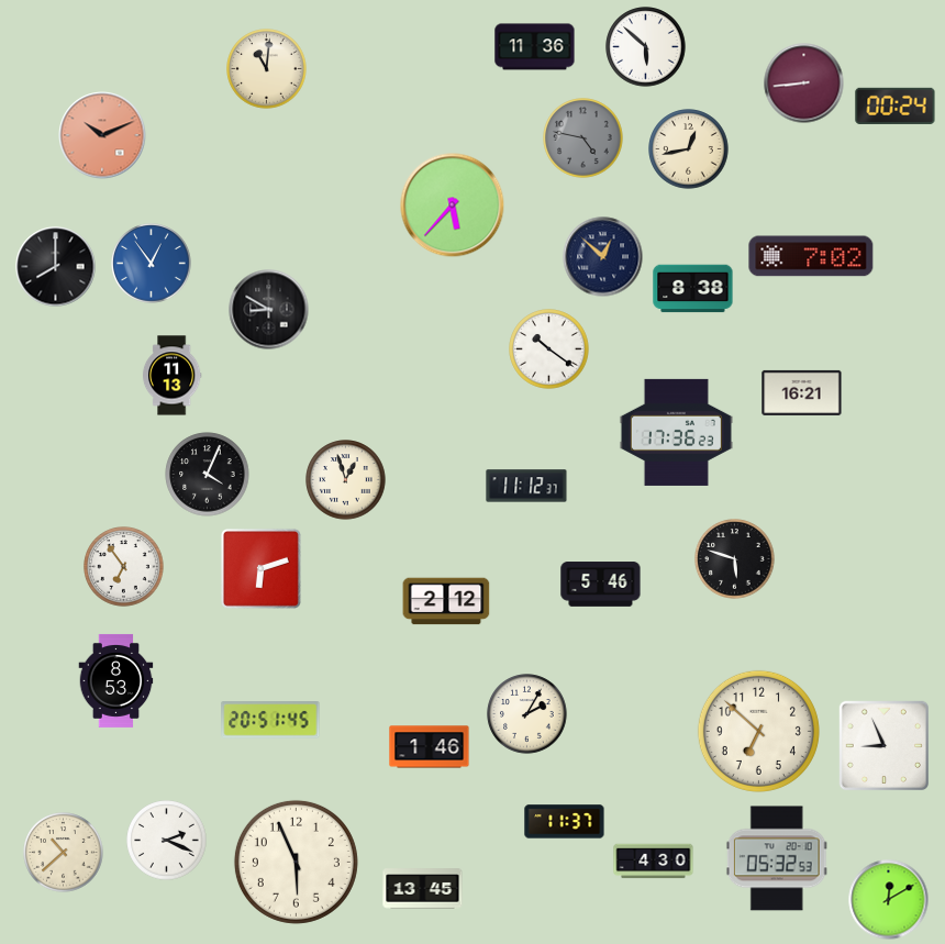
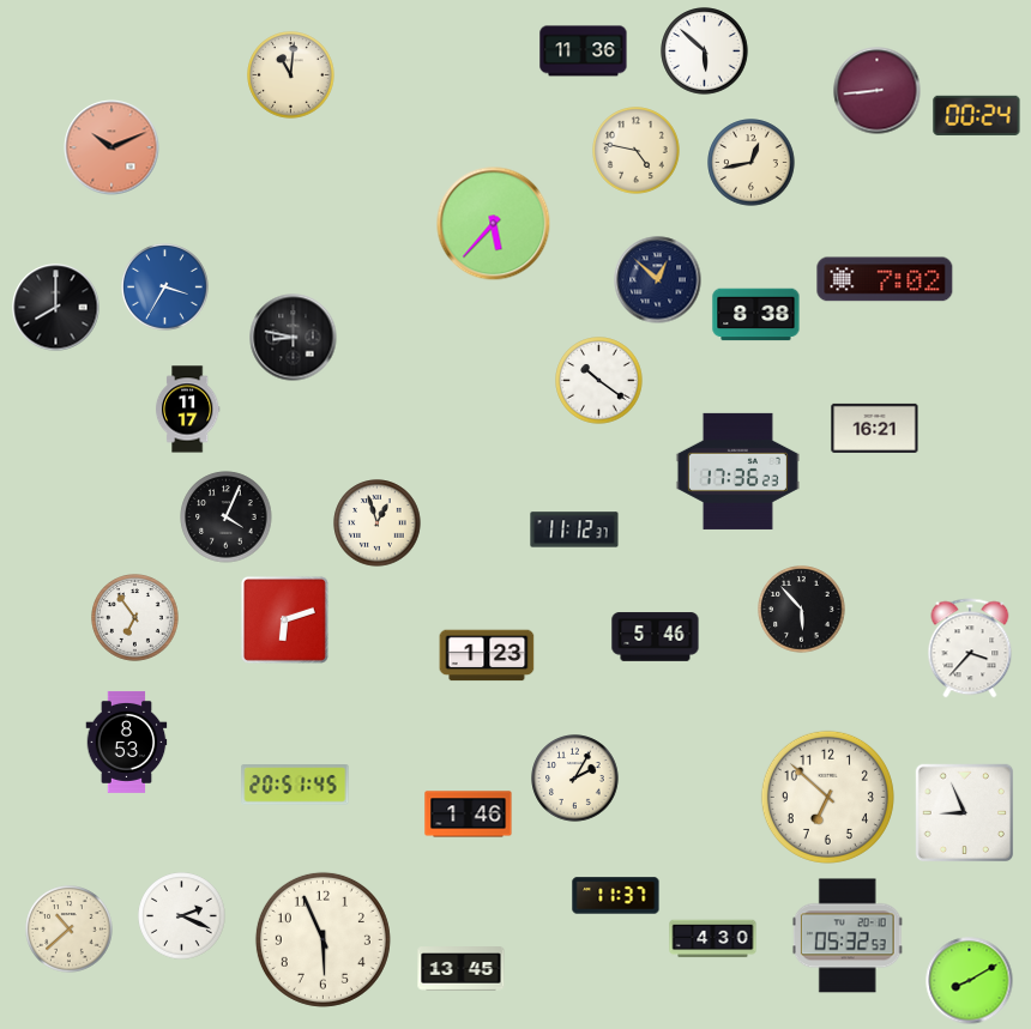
clock at (583, 138) dial: grey -> cream
clock at (152, 264): 12:54 -> 3:35
clock at (56, 267) position: (56, 267) -> (56, 308)
clock at (269, 310): 8:50 -> 8:47
clock at (171, 376): 11:13 -> 11:17
clock at (735, 559): 5:48 -> 5:53
clock at (970, 648): none -> 3:37
clock at (446, 601): 2:12 -> 1:23
clock at (889, 900): 12:10 -> 8:10
